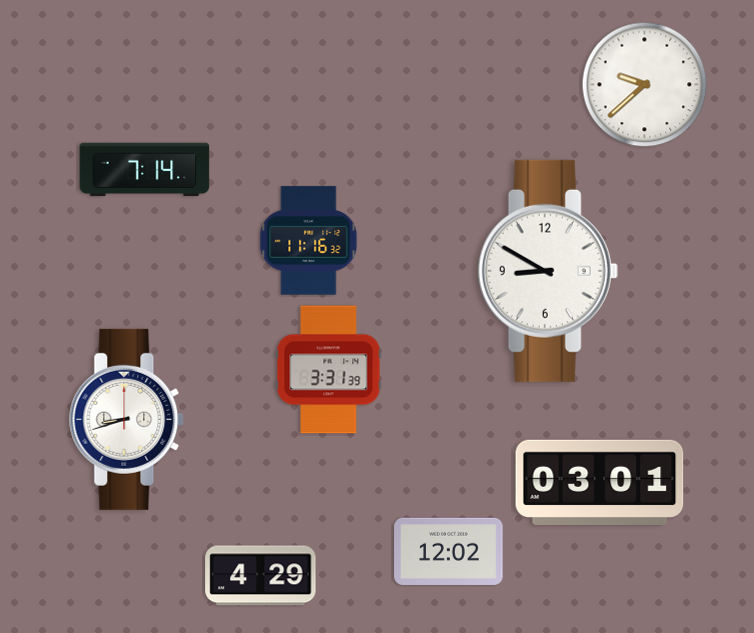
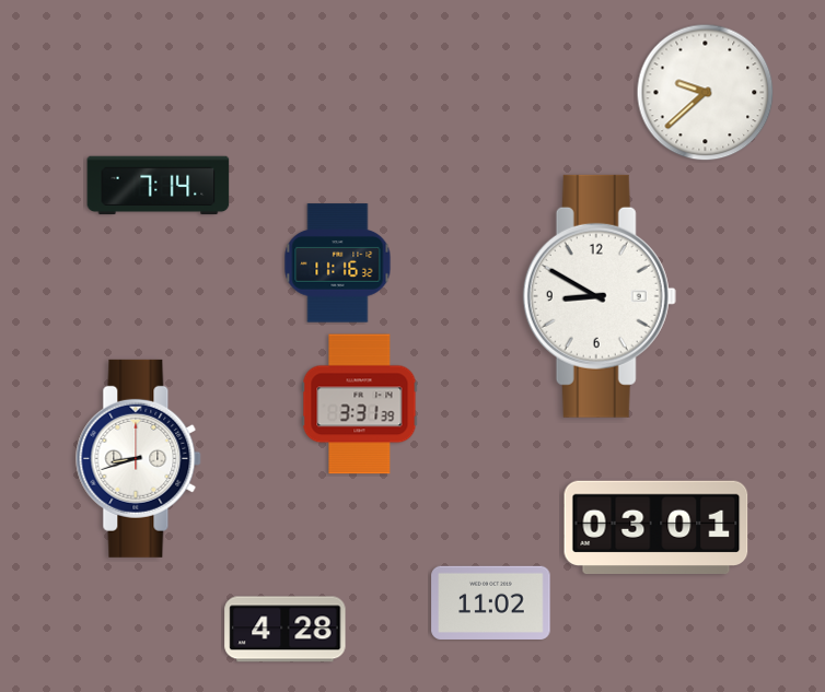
clock at (449, 551): 12:02 -> 11:02
clock at (261, 576): 4:29 -> 4:28
